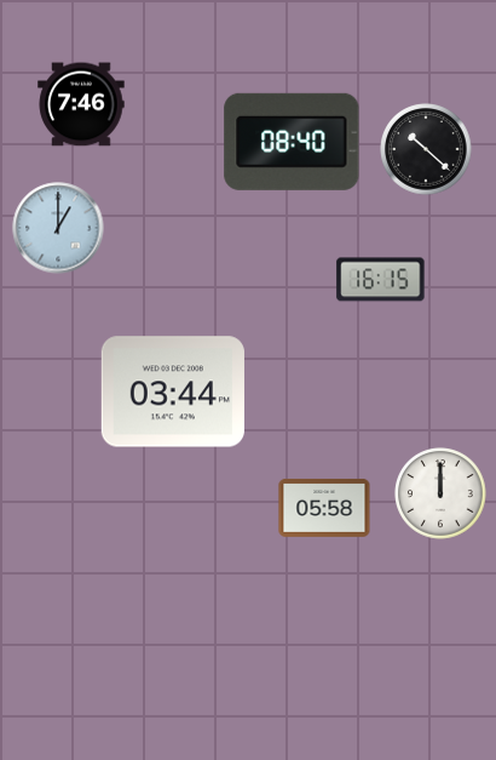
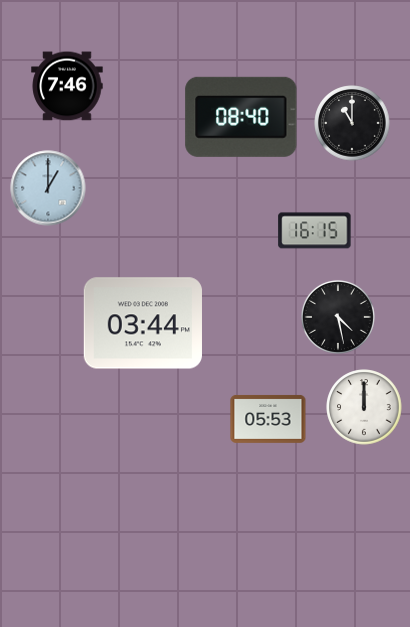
clock at (426, 149): 10:22 -> 11:00
clock at (338, 317): none -> 4:28
clock at (324, 508): 05:58 -> 05:53
